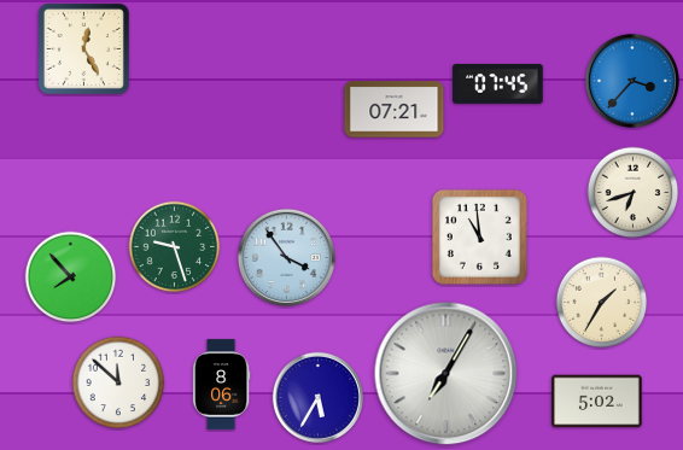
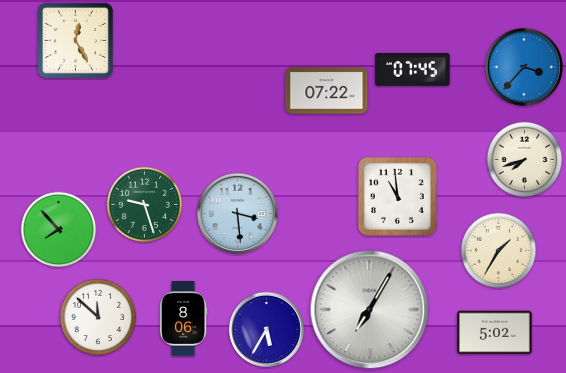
clock at (83, 48) position: (83, 48) -> (75, 40)
clock at (395, 110): 07:21 -> 07:22
clock at (634, 193): 6:42 -> 7:42
clock at (286, 257): 3:54 -> 3:29
clock at (317, 397) position: (317, 397) -> (266, 329)
